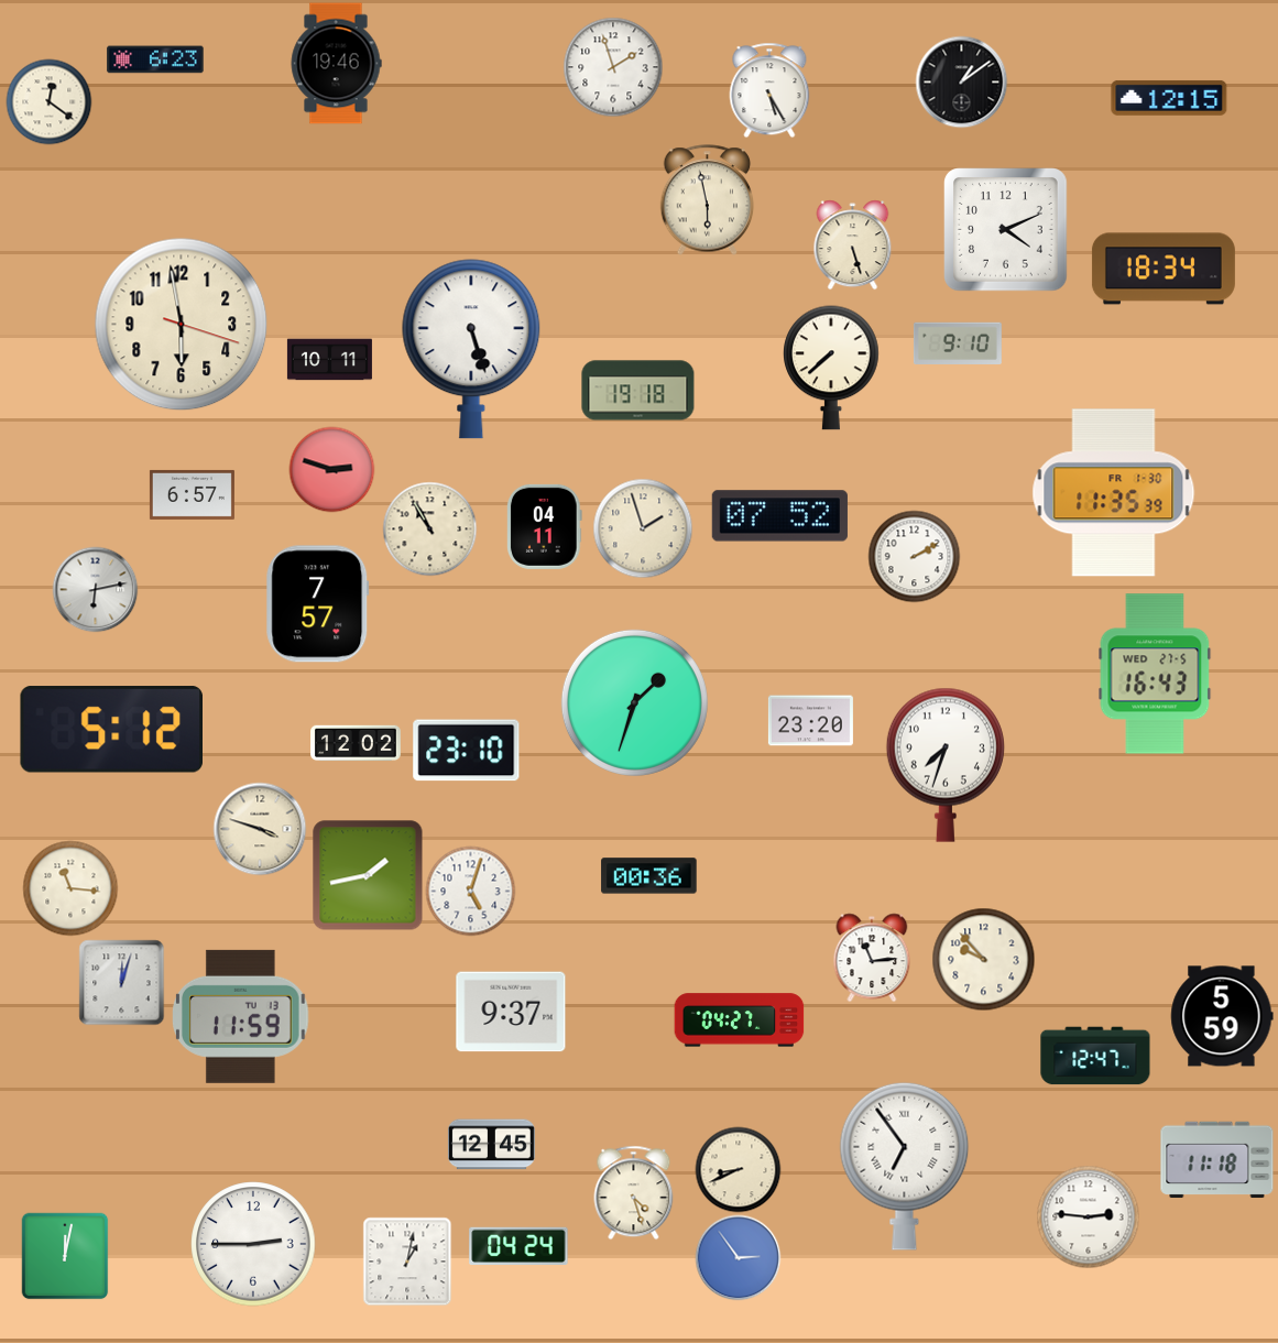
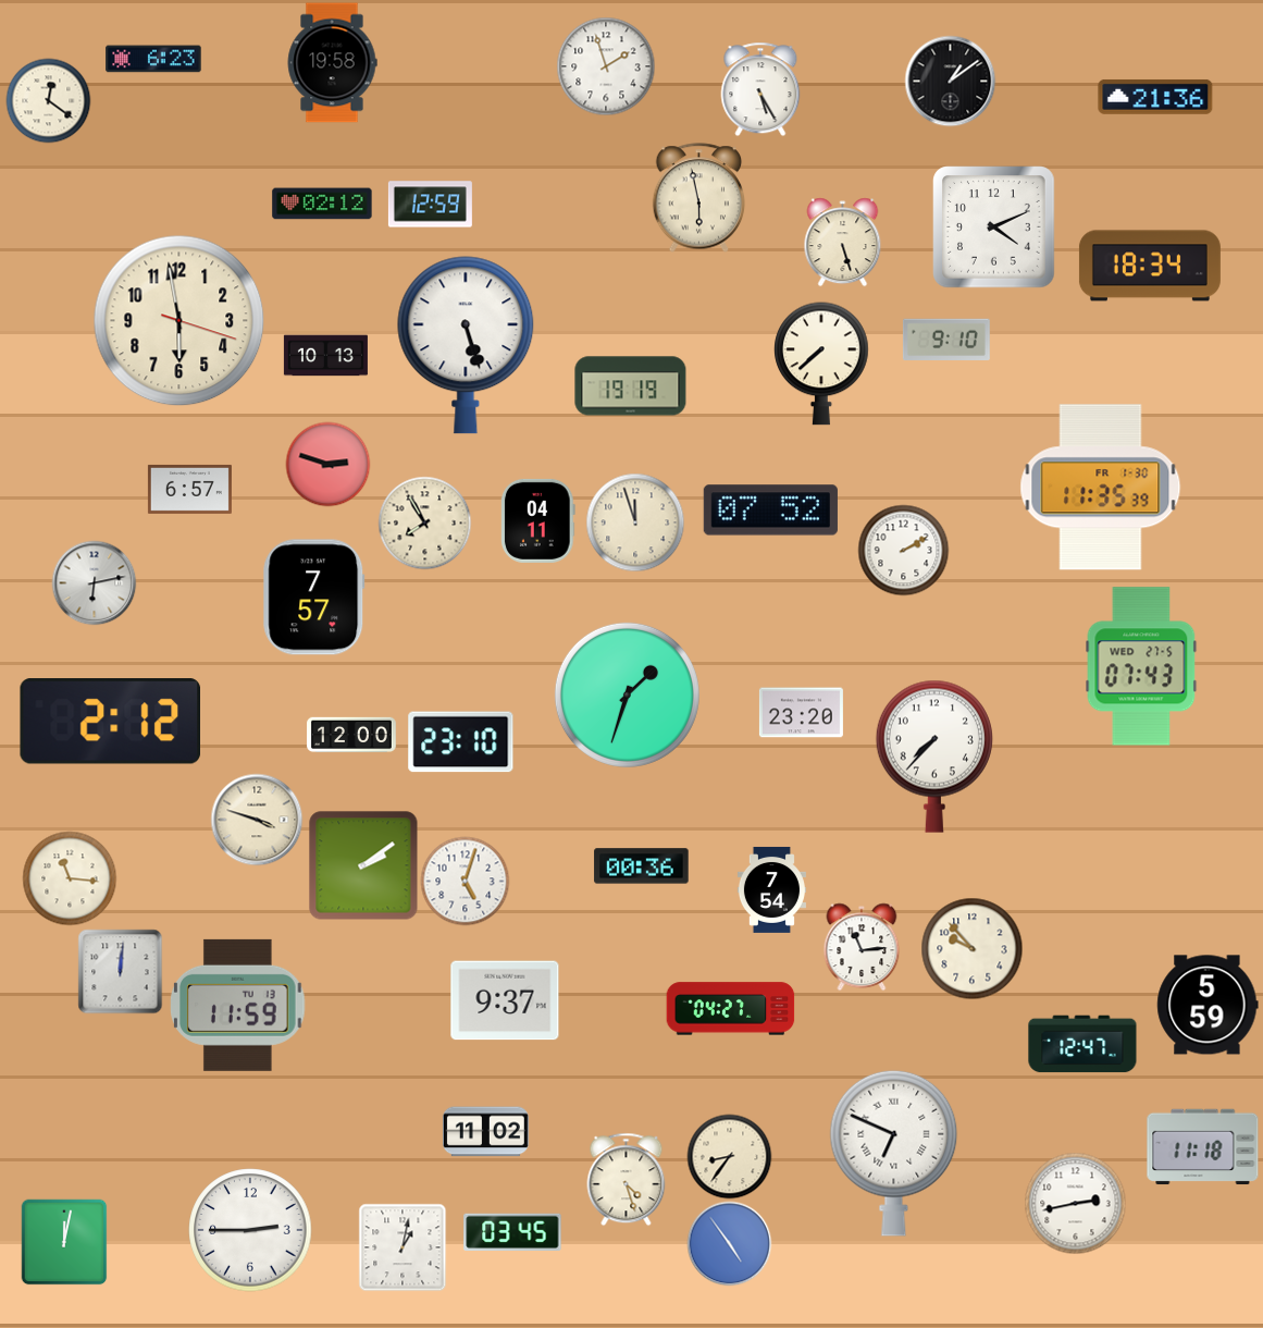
clock at (336, 64): 19:46 -> 19:58
clock at (1169, 98): 12:15 -> 21:36
clock at (322, 204): none -> 02:12
clock at (430, 205): none -> 12:59
clock at (329, 360): 10:11 -> 10:13
clock at (638, 391): 19:18 -> 19:19
clock at (429, 528): 10:55 -> 7:55
clock at (643, 528): 1:57 -> 11:57
clock at (1155, 674): 16:43 -> 07:43
clock at (111, 730): 5:12 -> 2:12
clock at (356, 743): 12:02 -> 12:00
clock at (946, 765): 7:33 -> 7:37
clock at (368, 875): 1:43 -> 2:09
clock at (771, 889): none -> 7:54
clock at (121, 982): 12:03 -> 12:01
clock at (491, 1145): 12:45 -> 11:02
clock at (905, 1166): 6:54 -> 6:49
clock at (738, 1169): 8:41 -> 8:36
clock at (1088, 1216): 2:46 -> 2:43
clock at (518, 1246): 04:24 -> 03:45
clock at (738, 1257): 2:54 -> 4:54
